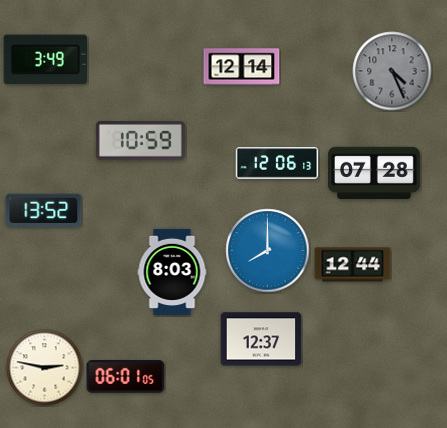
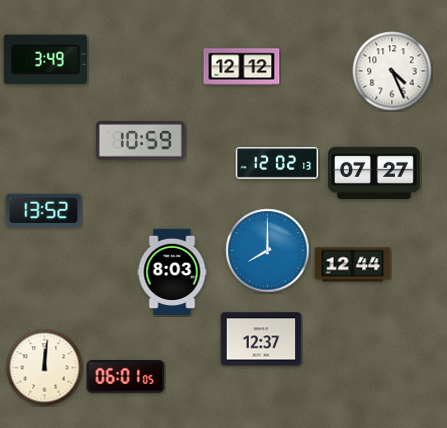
clock at (242, 67): 12:14 -> 12:12
clock at (392, 71) dial: grey -> white
clock at (277, 163): 12:06 -> 12:02
clock at (375, 173): 07:28 -> 07:27
clock at (45, 368): 2:47 -> 12:01
